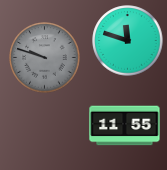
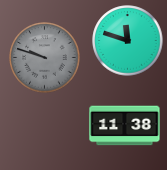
clock at (125, 126): 11:55 -> 11:38
